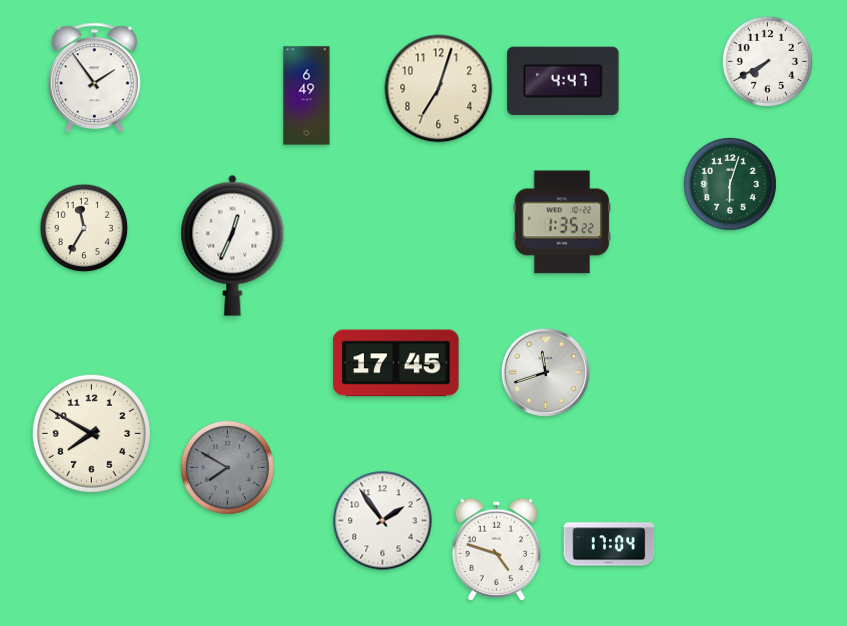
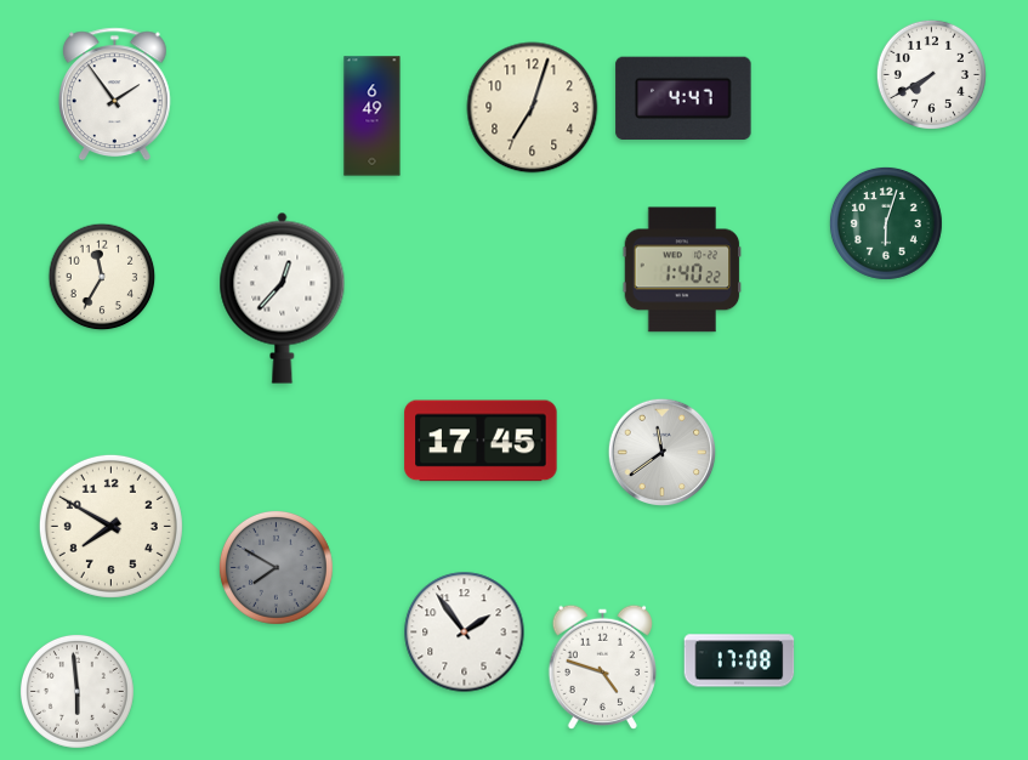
clock at (562, 222): 1:35 -> 1:40
clock at (233, 245): 12:34 -> 12:37
clock at (546, 373): 11:42 -> 11:39
clock at (609, 544): 17:04 -> 17:08
clock at (76, 691): none -> 5:59
